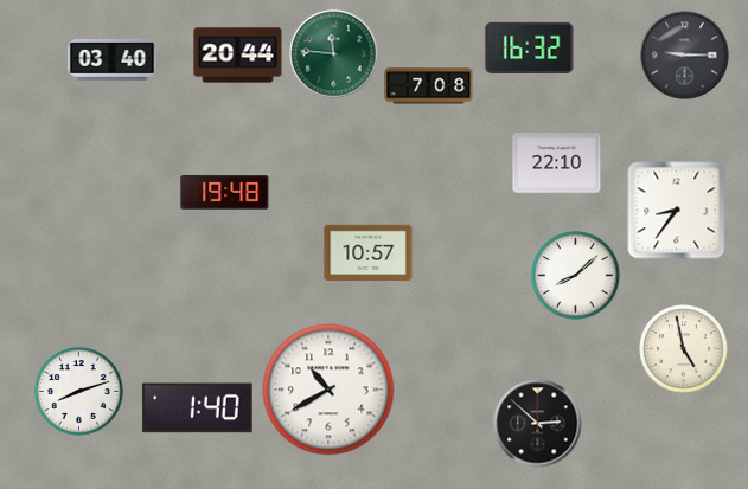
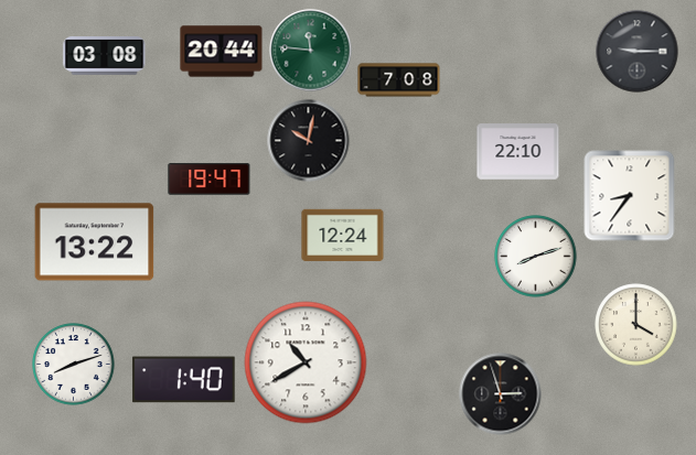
clock at (530, 47): 16:32 -> none
clock at (113, 60): 03:40 -> 03:08
clock at (309, 141): none -> 10:02
clock at (225, 193): 19:48 -> 19:47
clock at (369, 252): 10:57 -> 12:24
clock at (95, 242): none -> 13:22
clock at (576, 276): 8:08 -> 8:12
clock at (684, 349): 4:58 -> 4:00
clock at (538, 424): 2:52 -> 2:57
